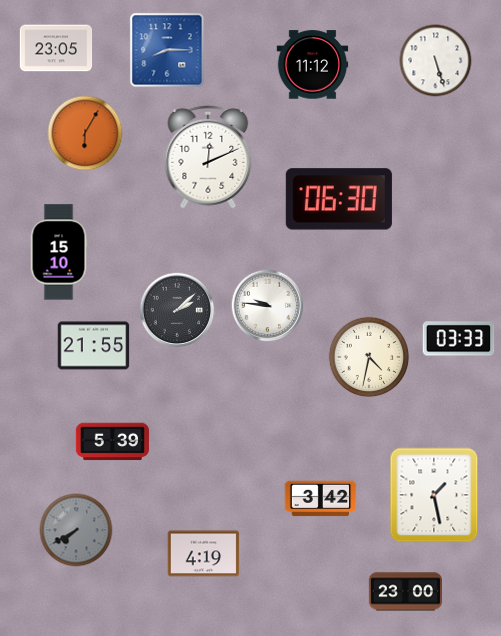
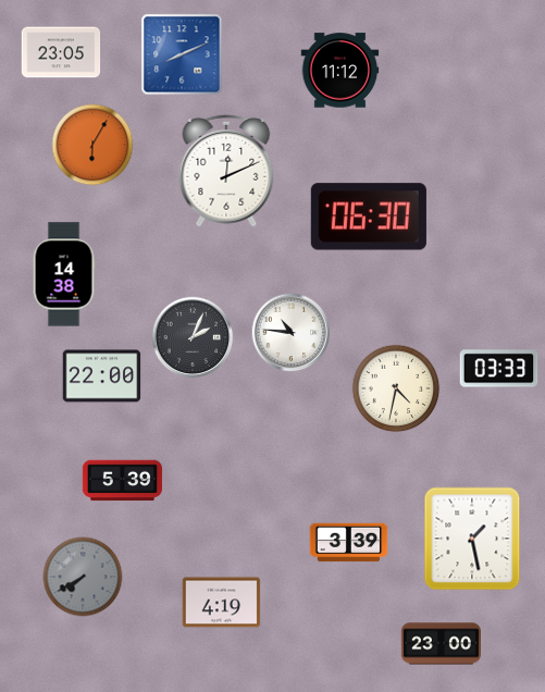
clock at (167, 50): 8:15 -> 8:11
clock at (436, 61): 5:27 -> none
clock at (59, 252): 15:10 -> 14:38
clock at (268, 306): 9:46 -> 10:46
clock at (177, 310): 2:08 -> 2:04
clock at (94, 346): 21:55 -> 22:00
clock at (369, 357) position: (369, 357) -> (396, 388)
clock at (321, 499): 3:42 -> 3:39
